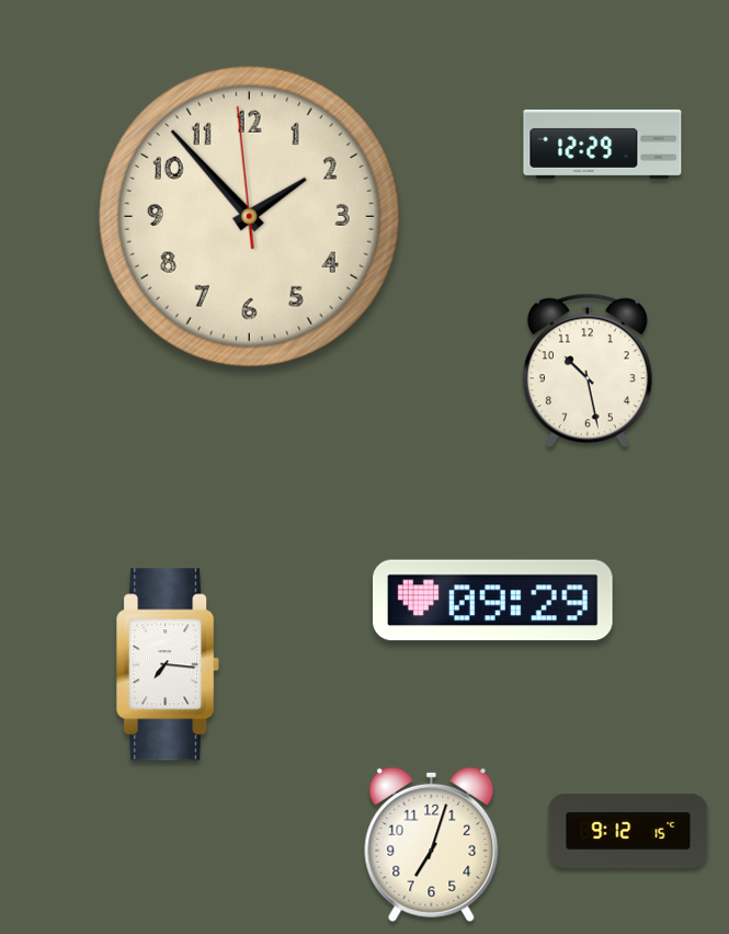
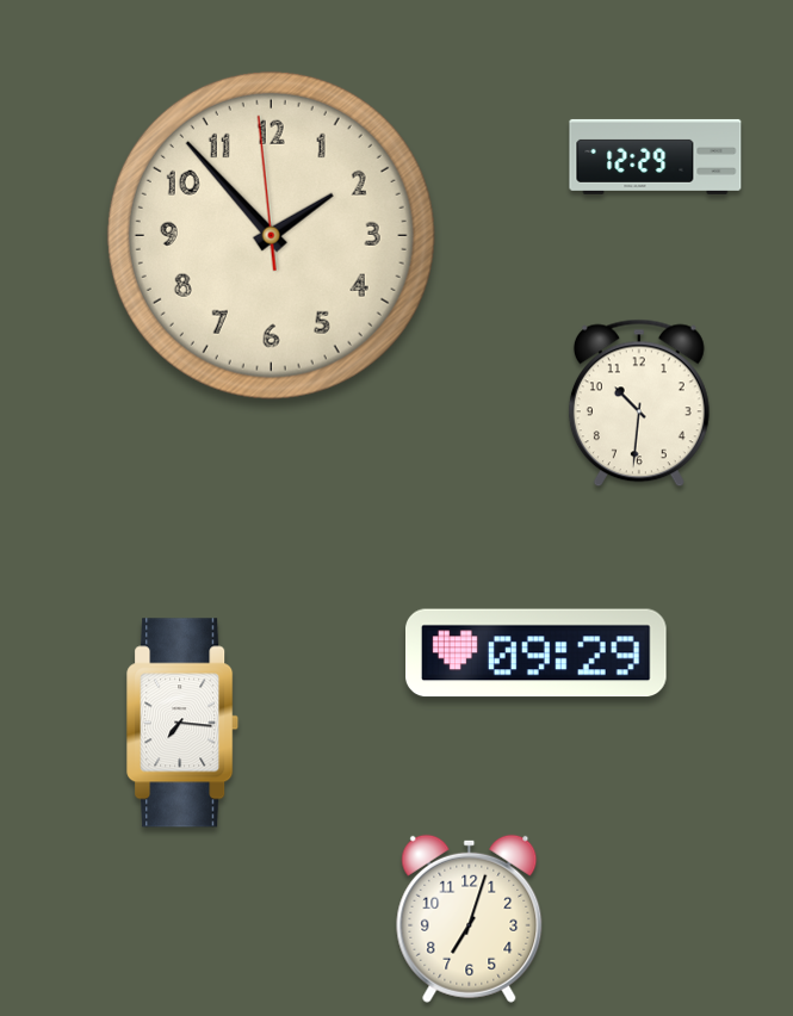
clock at (588, 371): 10:28 -> 10:31
clock at (628, 831): 9:12 -> none
